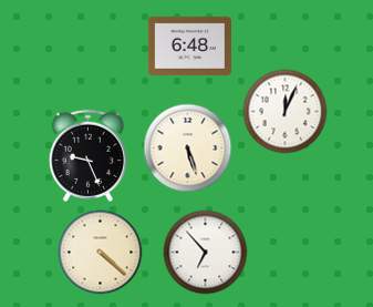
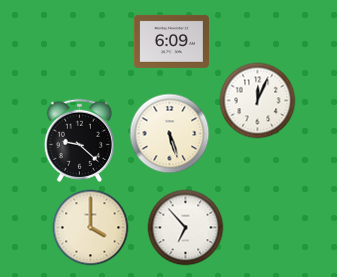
clock at (189, 45): 6:48 -> 6:09
clock at (87, 155): 9:26 -> 9:22
clock at (101, 253): 4:22 -> 4:00
